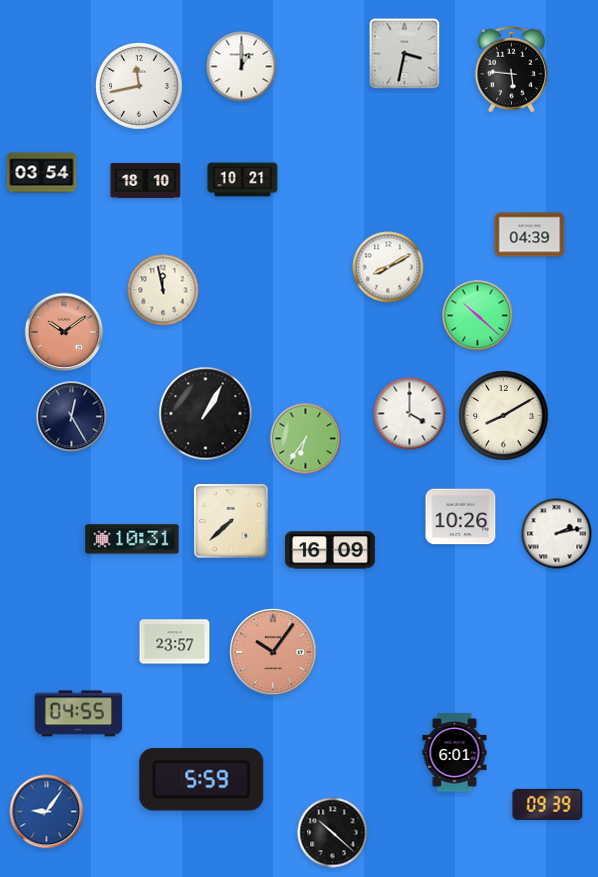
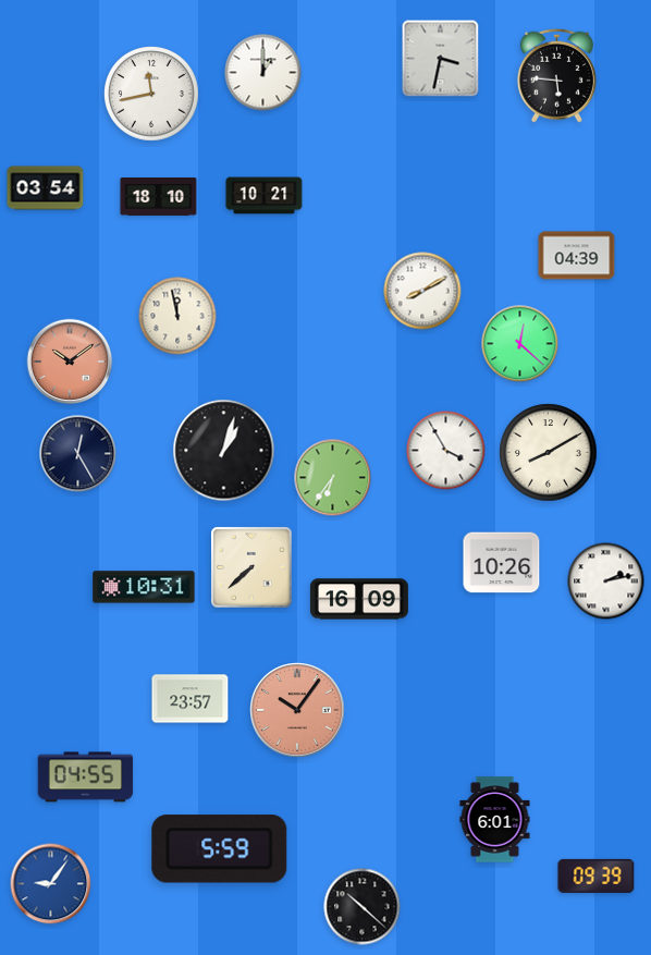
clock at (478, 316): 10:22 -> 12:22
clock at (206, 414): 1:05 -> 1:03
clock at (410, 414): 4:00 -> 3:55
